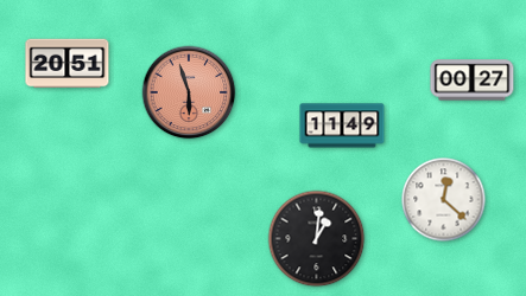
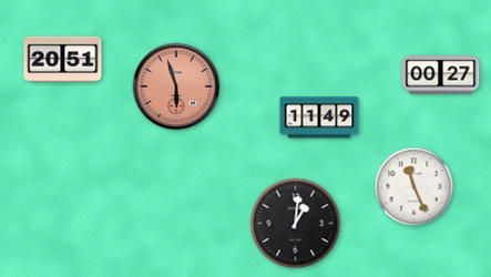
clock at (444, 200): 12:22 -> 11:26
